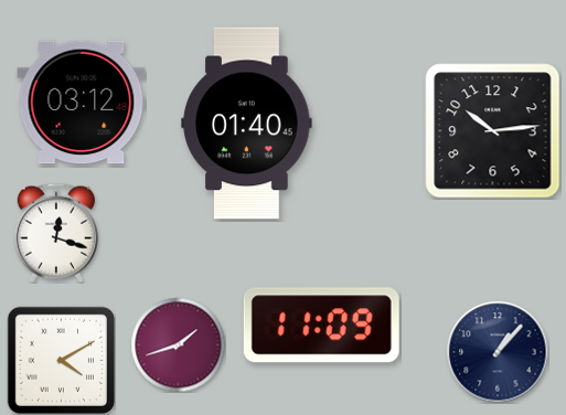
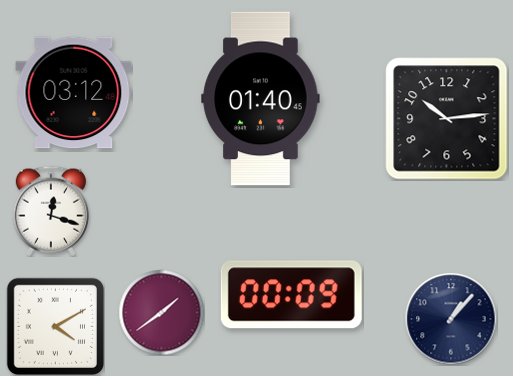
clock at (247, 124) position: (247, 124) -> (261, 99)
clock at (321, 326): 11:09 -> 00:09
clock at (178, 344): 1:42 -> 1:39
